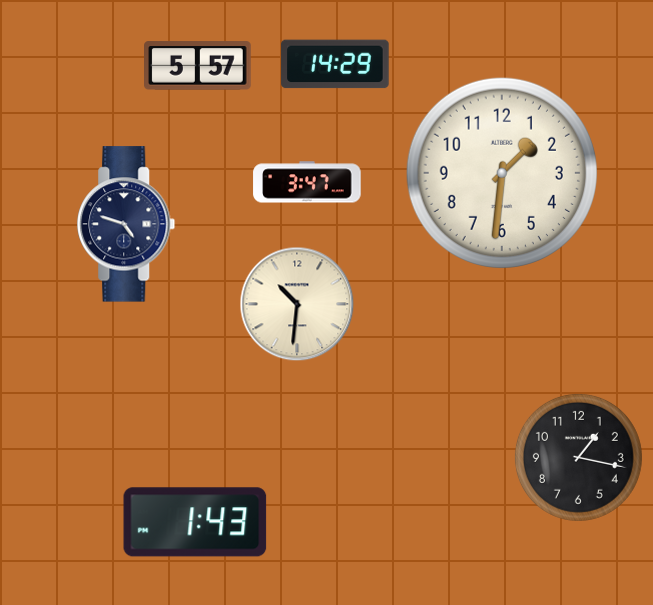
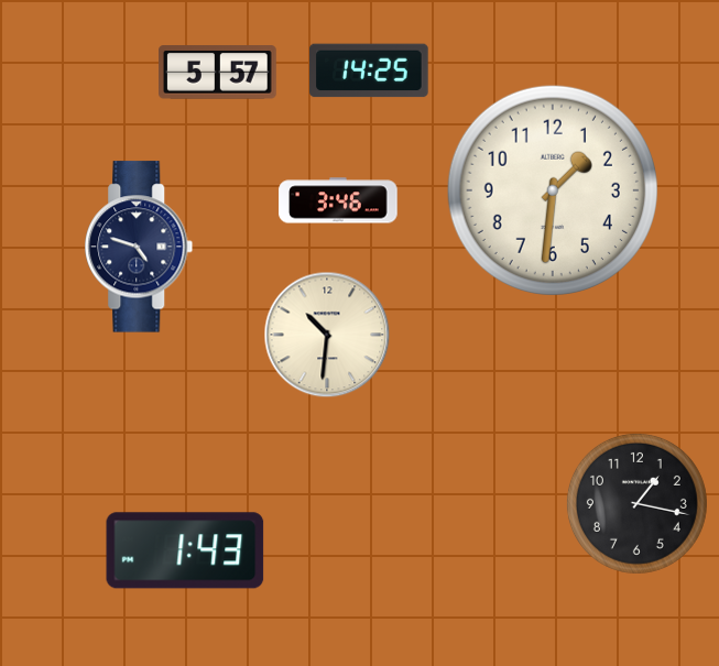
clock at (335, 64): 14:29 -> 14:25
clock at (307, 182): 3:47 -> 3:46
clock at (195, 522) position: (195, 522) -> (185, 550)
